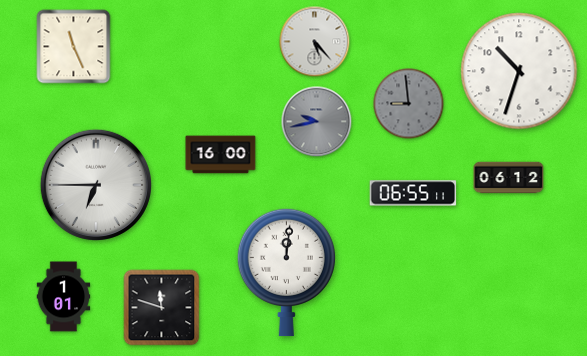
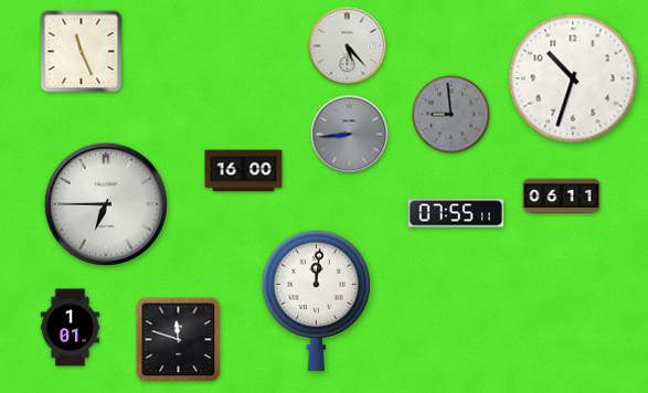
clock at (317, 122): 9:43 -> 8:44
clock at (509, 178): 06:12 -> 06:11
clock at (413, 193): 06:55 -> 07:55
